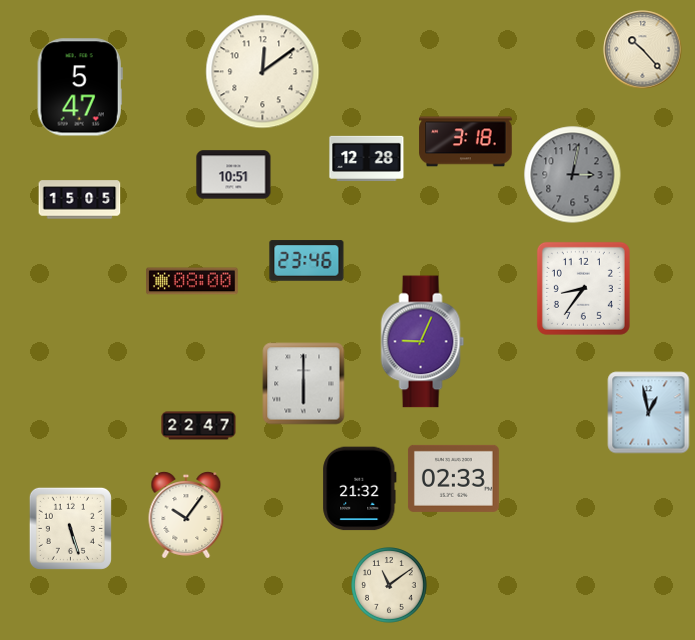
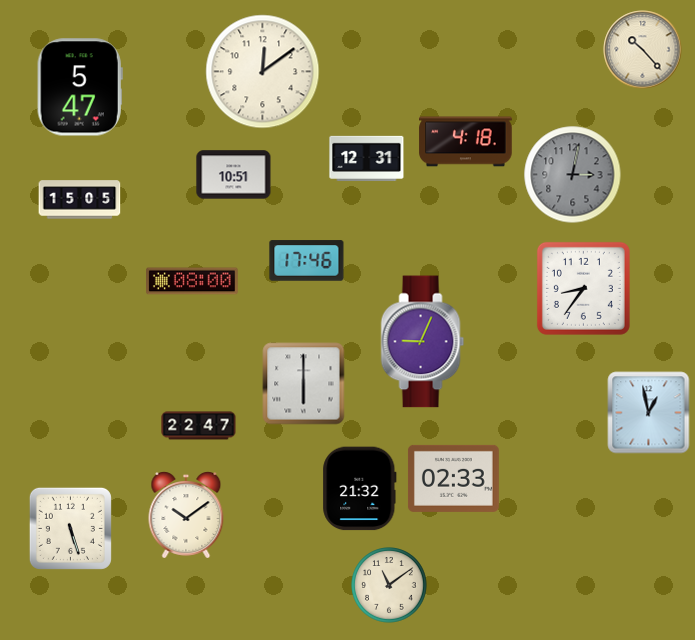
clock at (466, 142): 3:18 -> 4:18
clock at (367, 158): 12:28 -> 12:31
clock at (307, 261): 23:46 -> 17:46
clock at (186, 515): 10:06 -> 10:09
